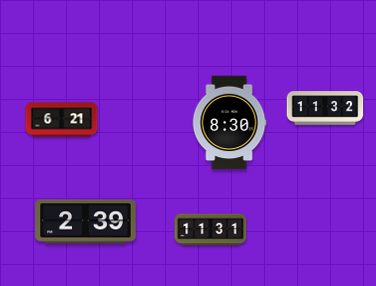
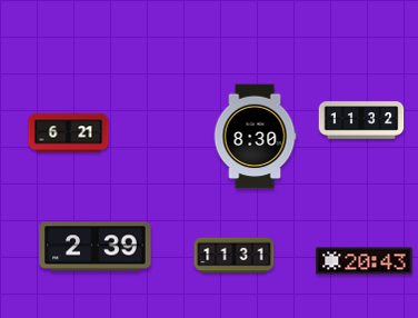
clock at (365, 261): none -> 20:43
